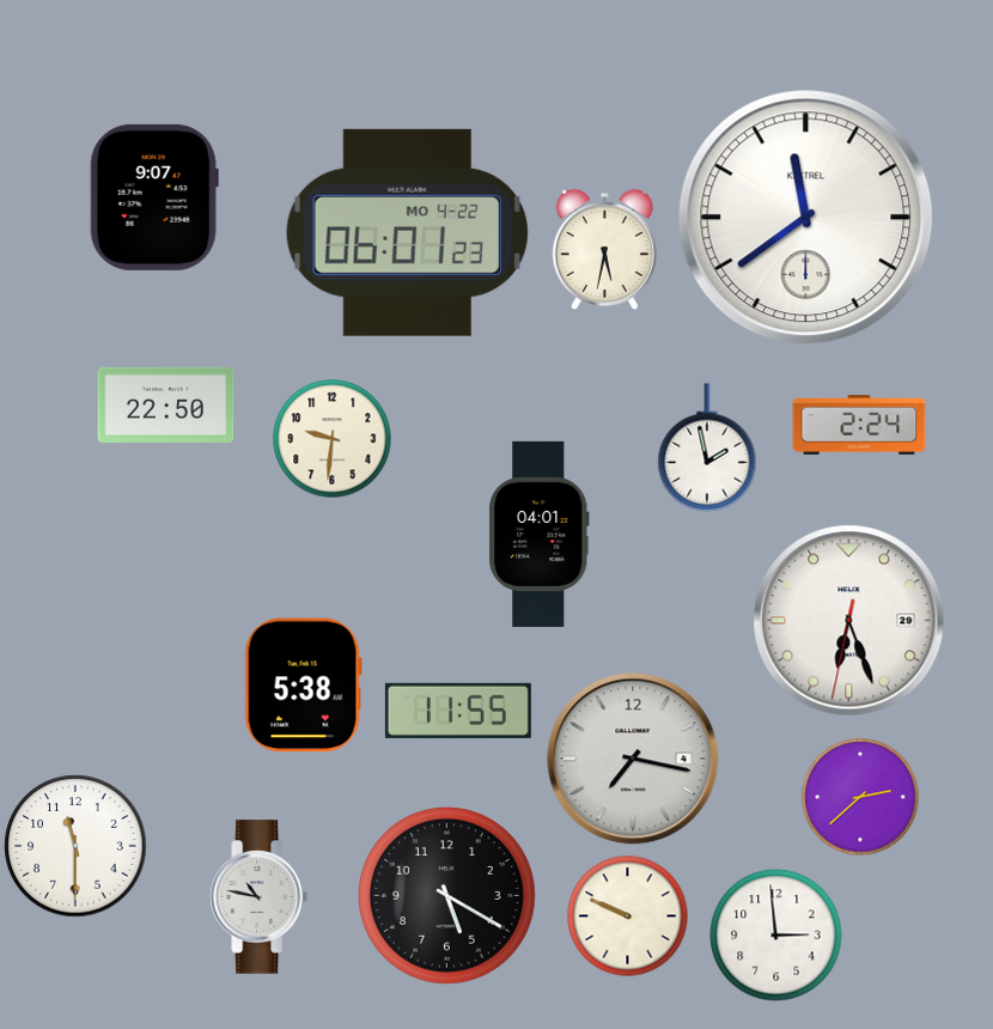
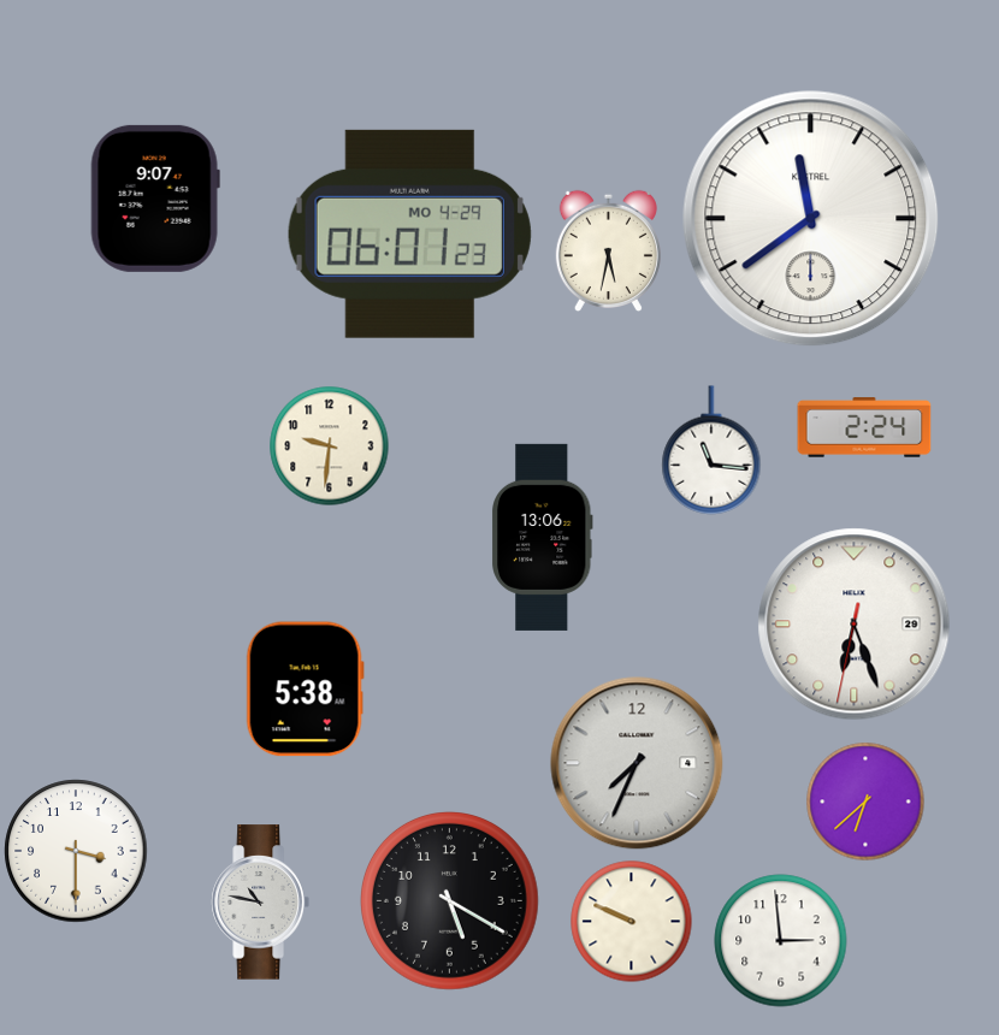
clock at (407, 232) date: MO 4-22 -> MO 4-29
clock at (166, 404): 22:50 -> none
clock at (333, 439) position: (333, 439) -> (330, 446)
clock at (707, 447): 1:58 -> 11:16
clock at (540, 534): 04:01 -> 13:06
clock at (458, 711): 11:55 -> none
clock at (633, 759): 7:17 -> 7:34
clock at (860, 797): 2:38 -> 6:38
clock at (75, 846): 11:30 -> 3:30
